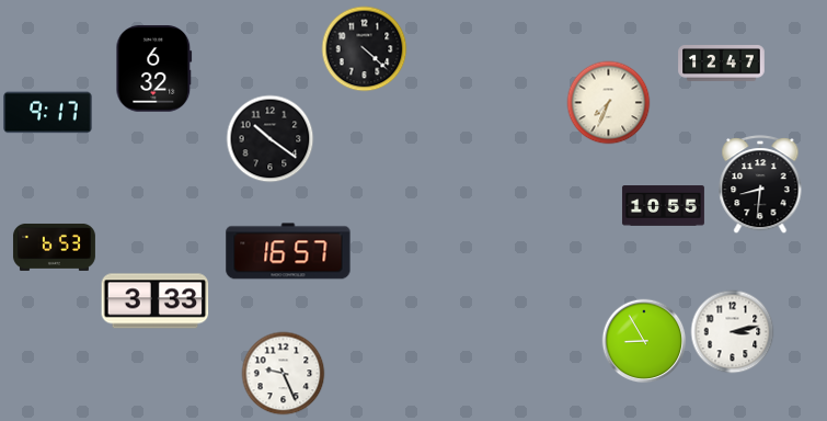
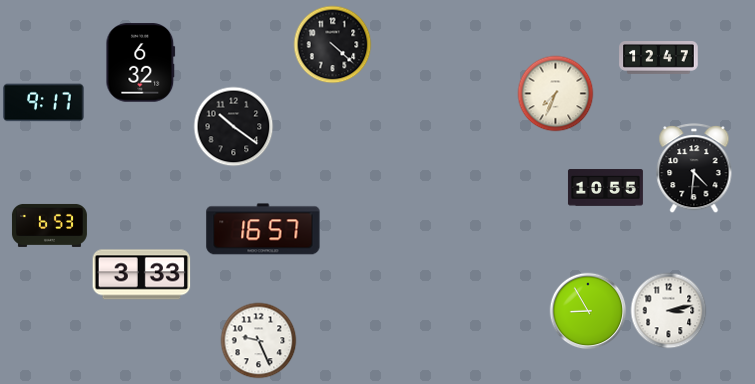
clock at (271, 139) position: (271, 139) -> (234, 127)
clock at (760, 185): 8:31 -> 4:31
clock at (733, 332) position: (733, 332) -> (669, 311)
